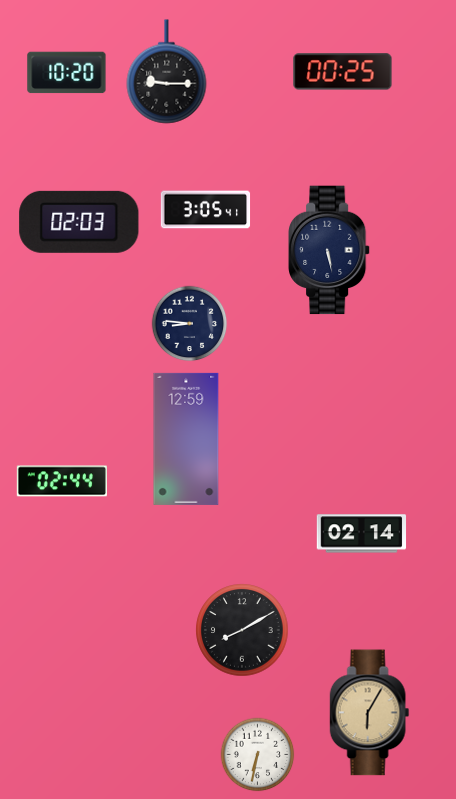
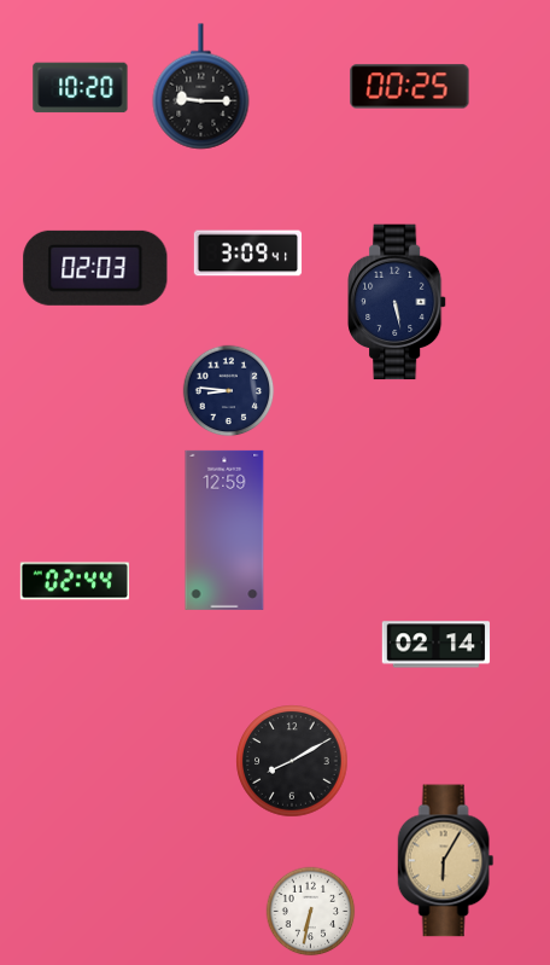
clock at (343, 72) position: (343, 72) -> (410, 87)
clock at (206, 210): 3:05 -> 3:09
